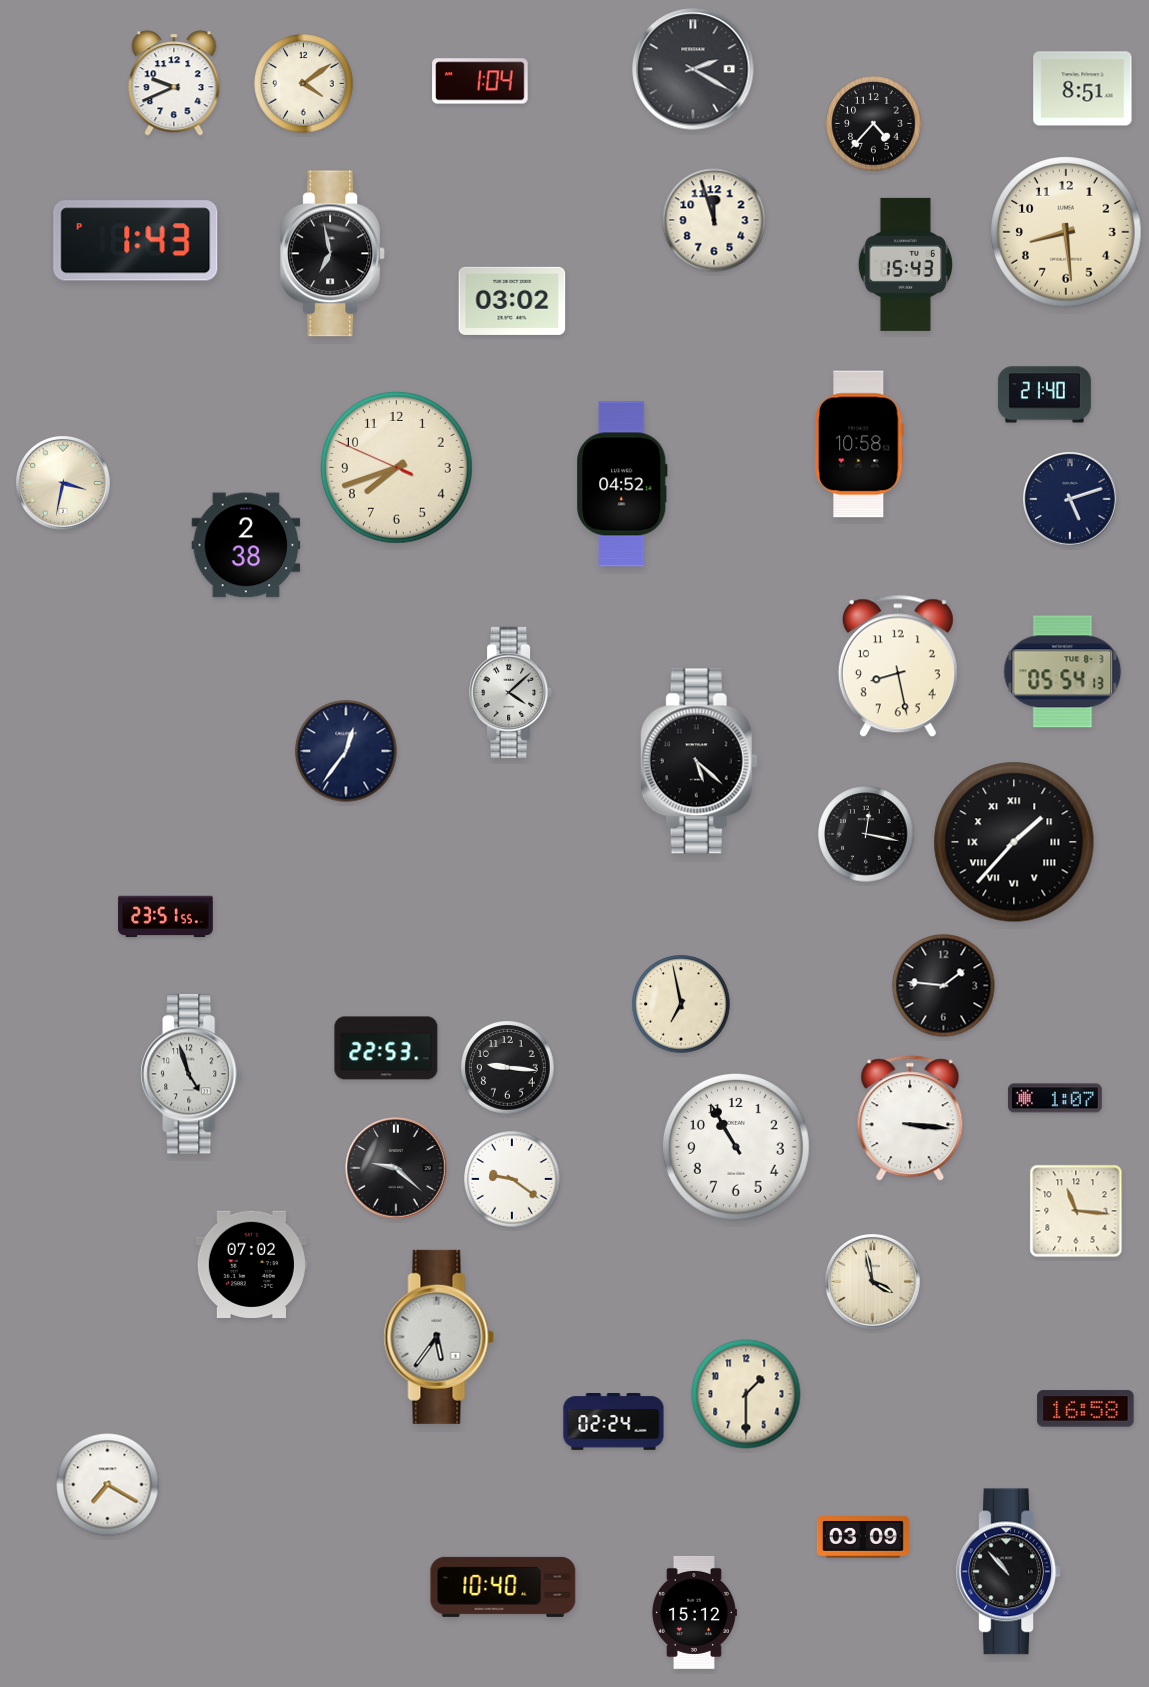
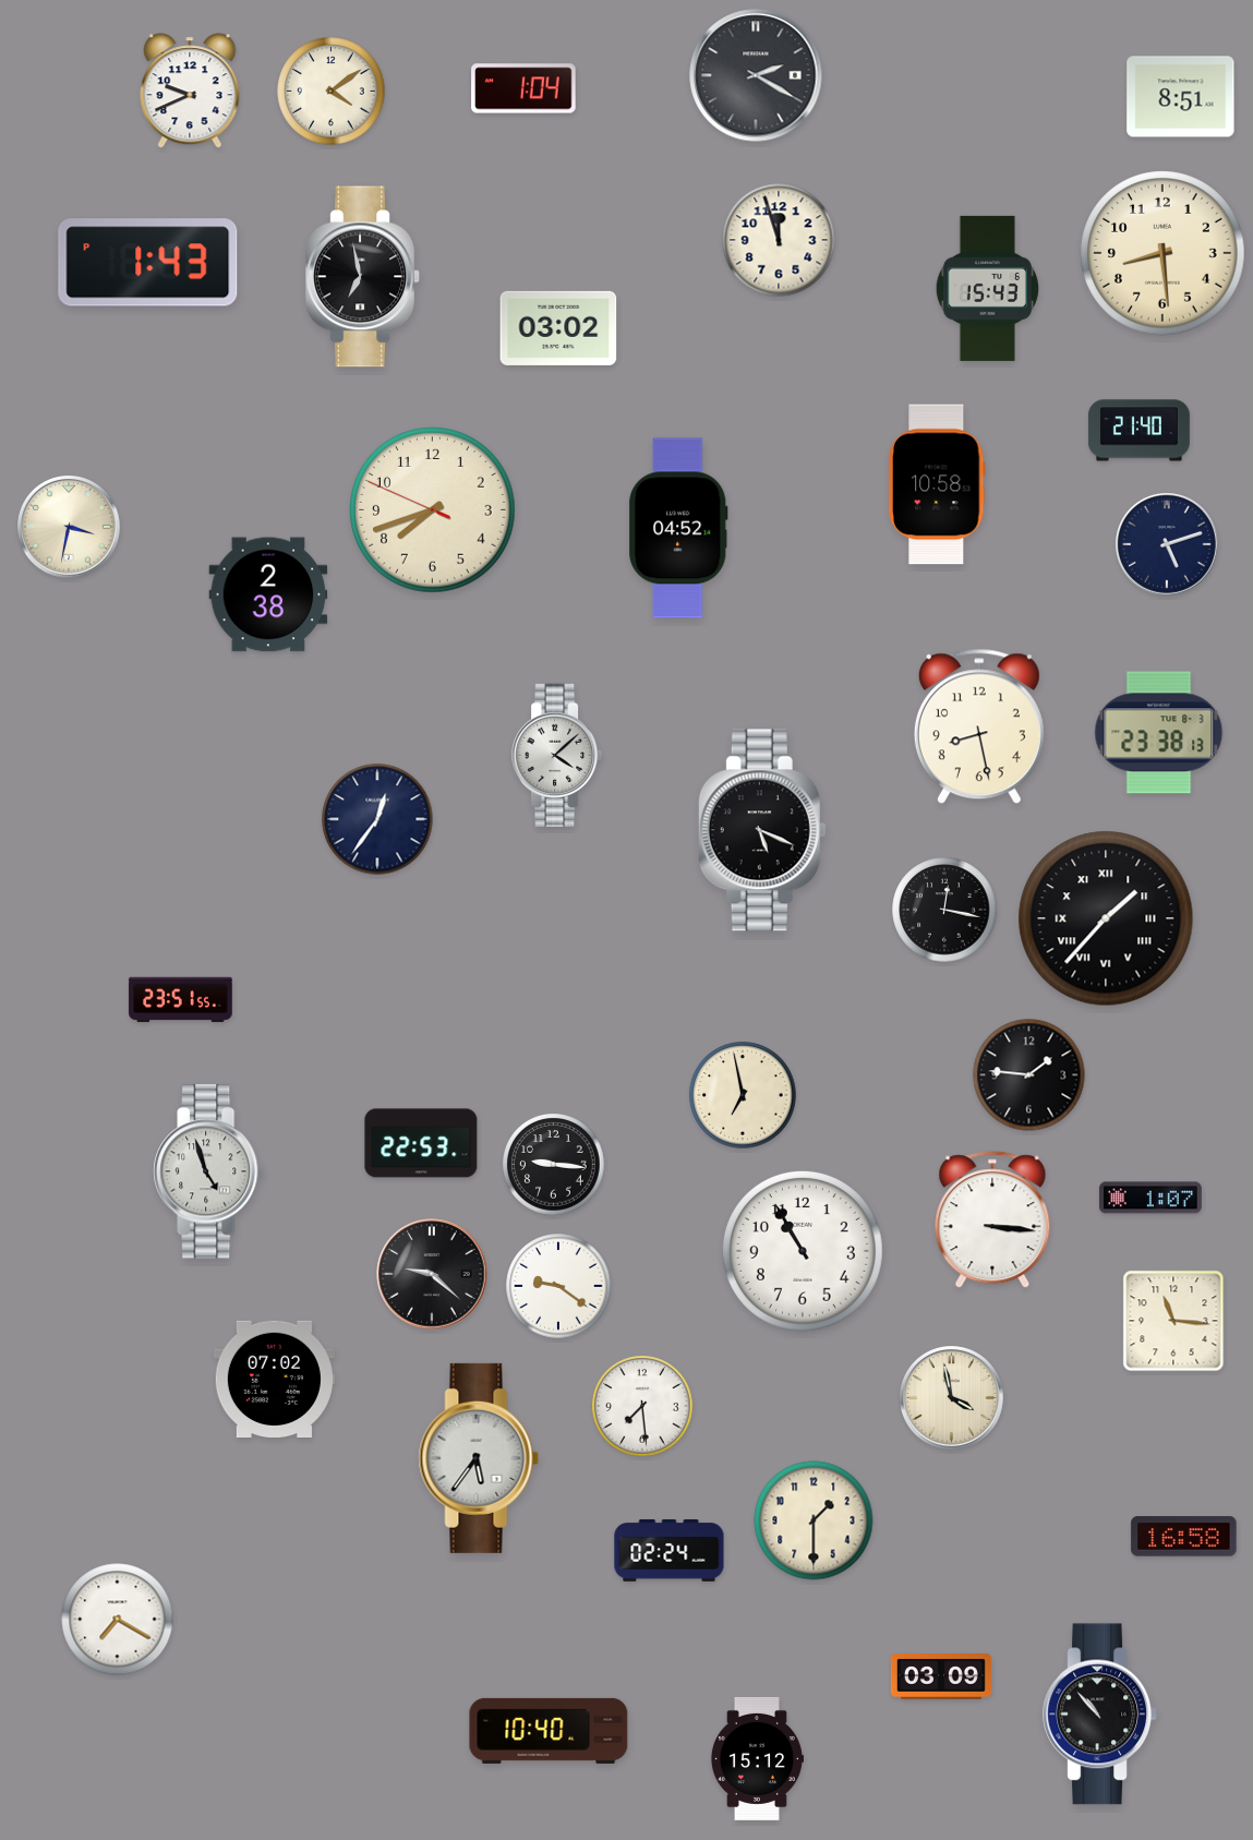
clock at (874, 124): 4:37 -> none
clock at (1063, 672): 05:54 -> 23:38
clock at (699, 761): 5:22 -> 5:19
clock at (642, 1406): none -> 7:29
